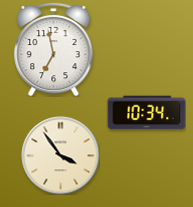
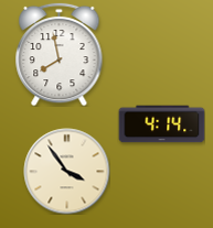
clock at (54, 49): 6:58 -> 7:58
clock at (146, 113): 10:34 -> 4:14
